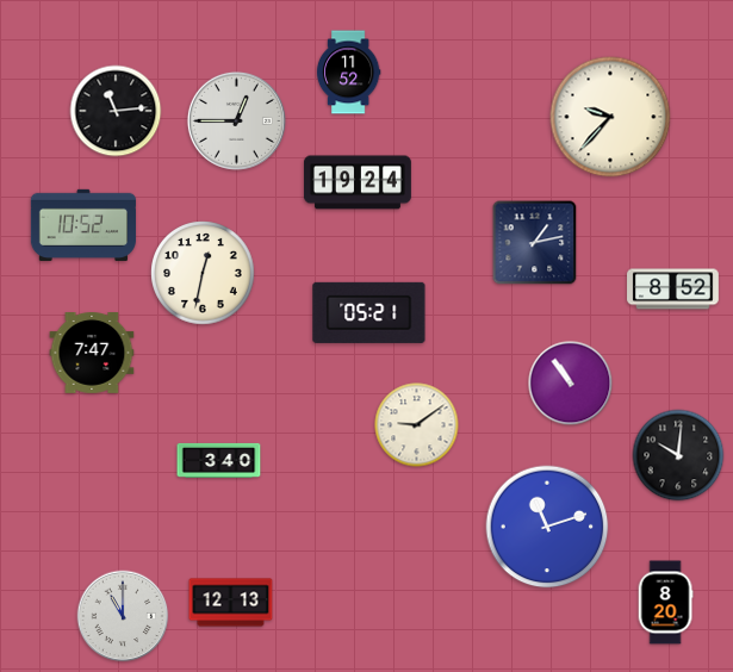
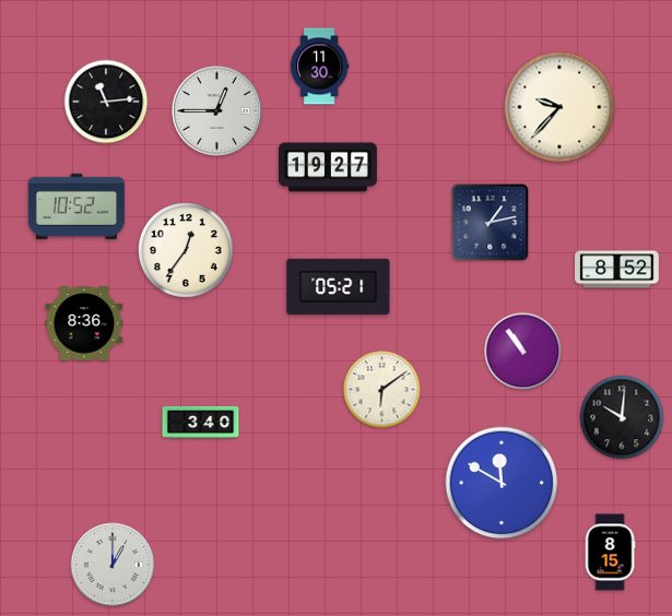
clock at (348, 73): 11:52 -> 11:30
clock at (358, 182): 19:24 -> 19:27
clock at (203, 273): 12:32 -> 12:36
clock at (673, 290) position: (673, 290) -> (617, 270)
clock at (92, 354): 7:47 -> 8:36
clock at (417, 425): 9:09 -> 6:09
clock at (547, 527): 11:12 -> 11:50
clock at (231, 603): 12:13 -> none
clock at (665, 603): 8:20 -> 8:15
clock at (123, 616): 11:00 -> 1:00
